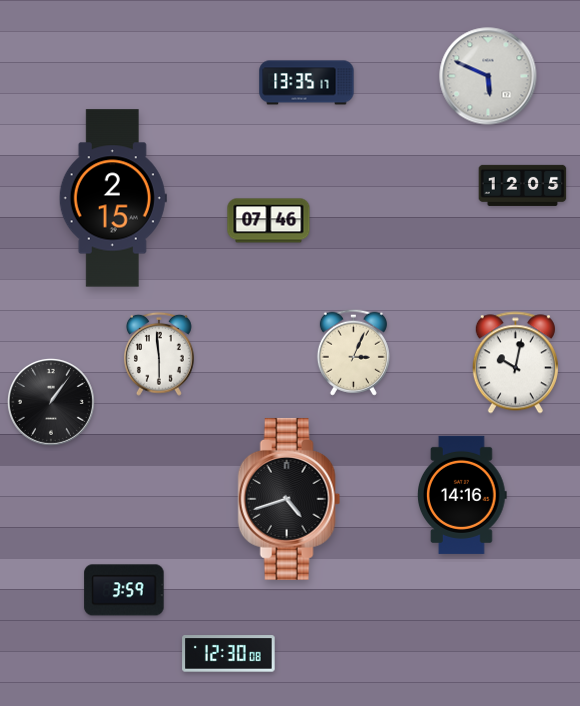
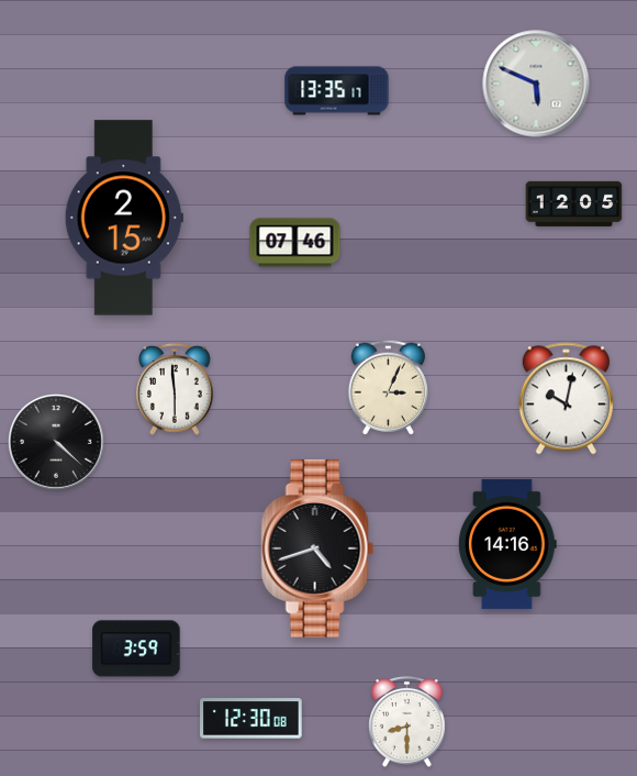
clock at (51, 402): 1:06 -> 4:22
clock at (407, 722): none -> 8:30
